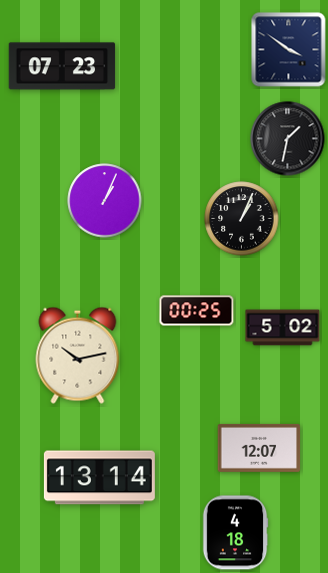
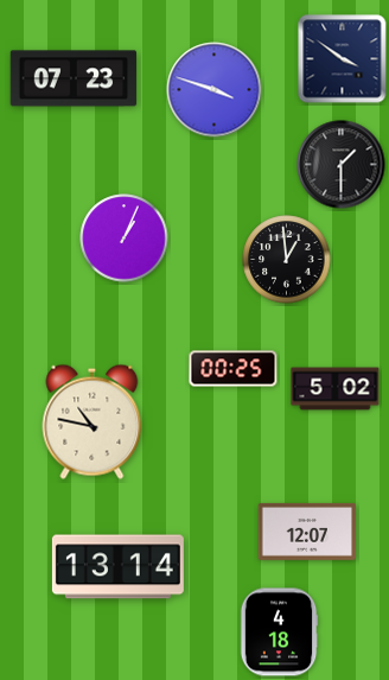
clock at (215, 90): none -> 3:48
clock at (288, 139): 1:32 -> 1:30
clock at (242, 219): 1:04 -> 12:59
clock at (78, 355): 10:13 -> 10:47
